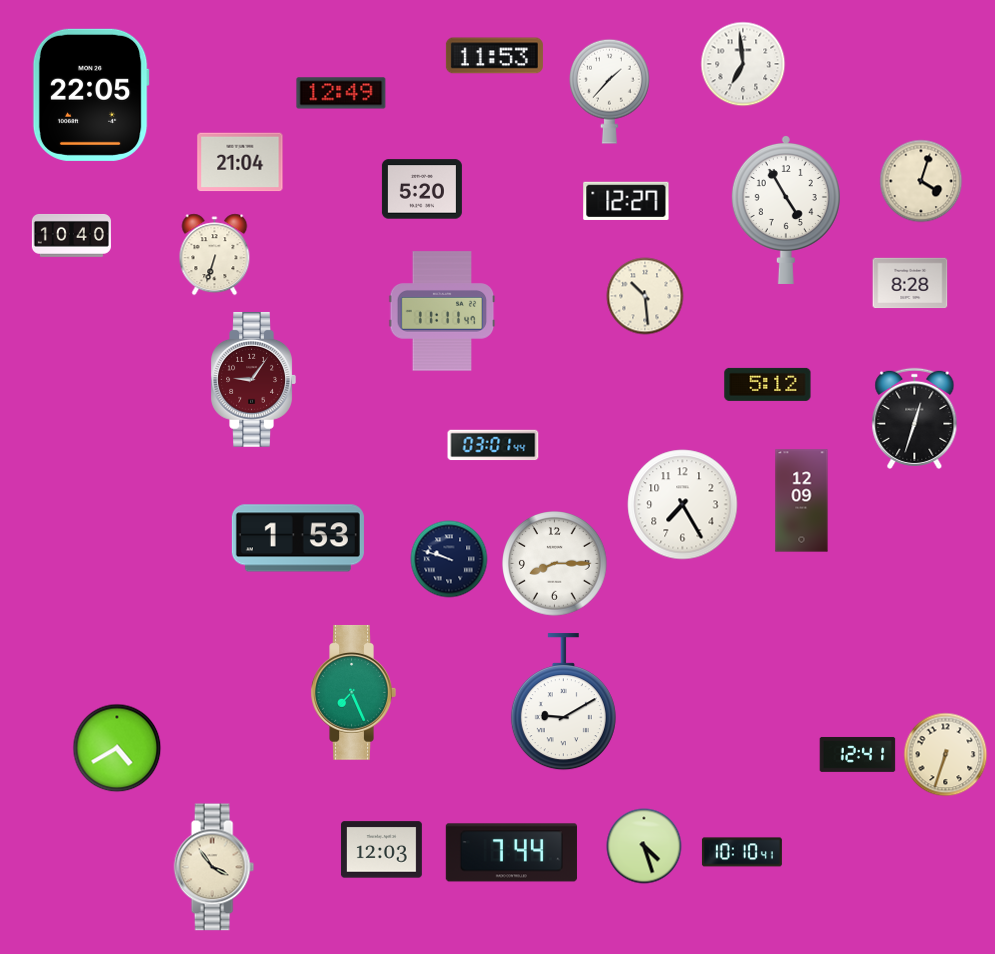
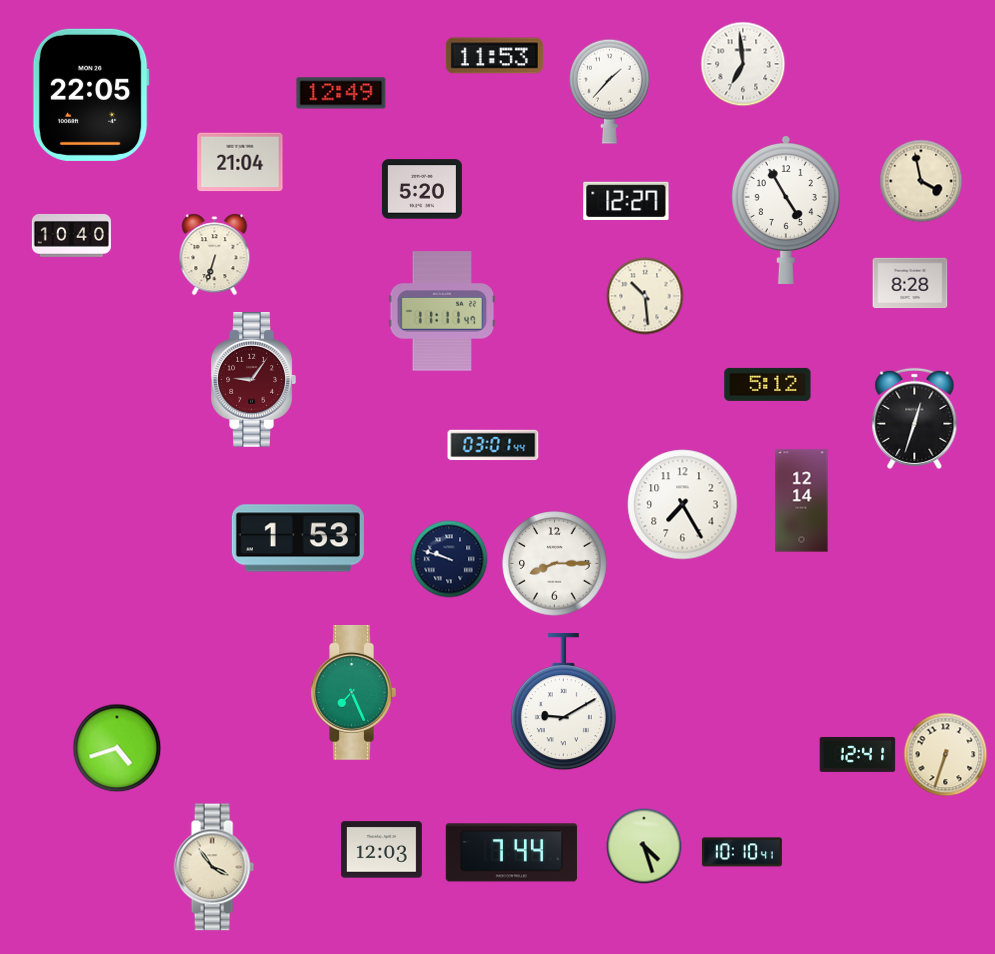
clock at (921, 181): 4:03 -> 3:58
clock at (802, 501): 12:09 -> 12:14
clock at (117, 748): 4:40 -> 4:42
